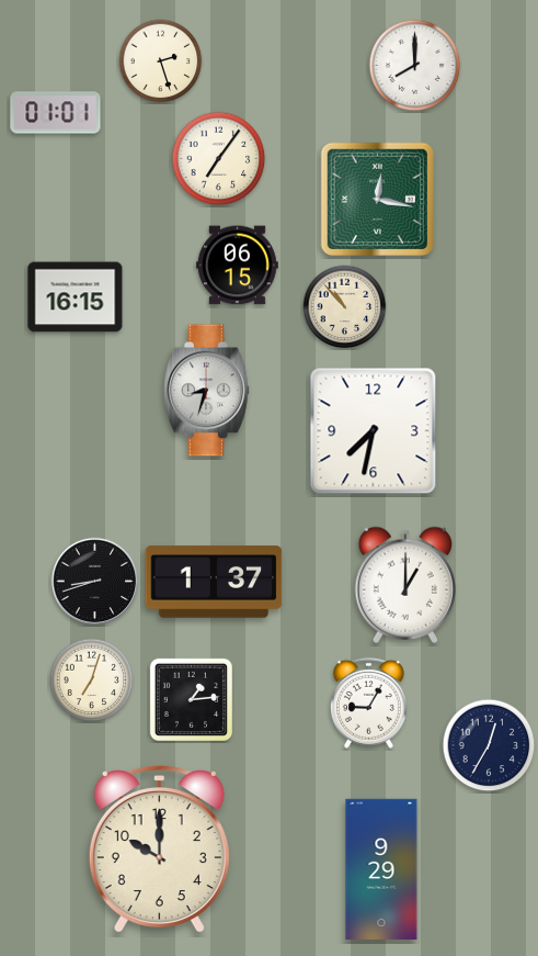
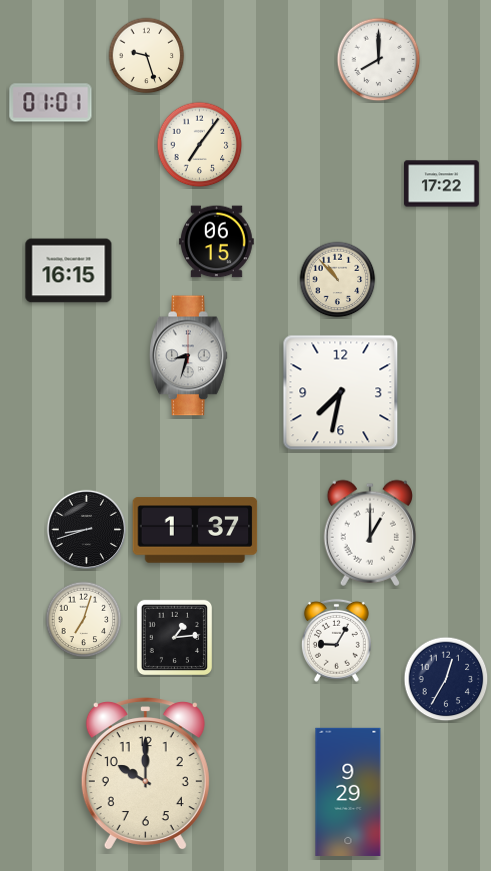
clock at (161, 61): 2:27 -> 9:27
clock at (377, 199): 12:17 -> none
clock at (442, 184): none -> 17:22
clock at (345, 307) position: (345, 307) -> (338, 280)
